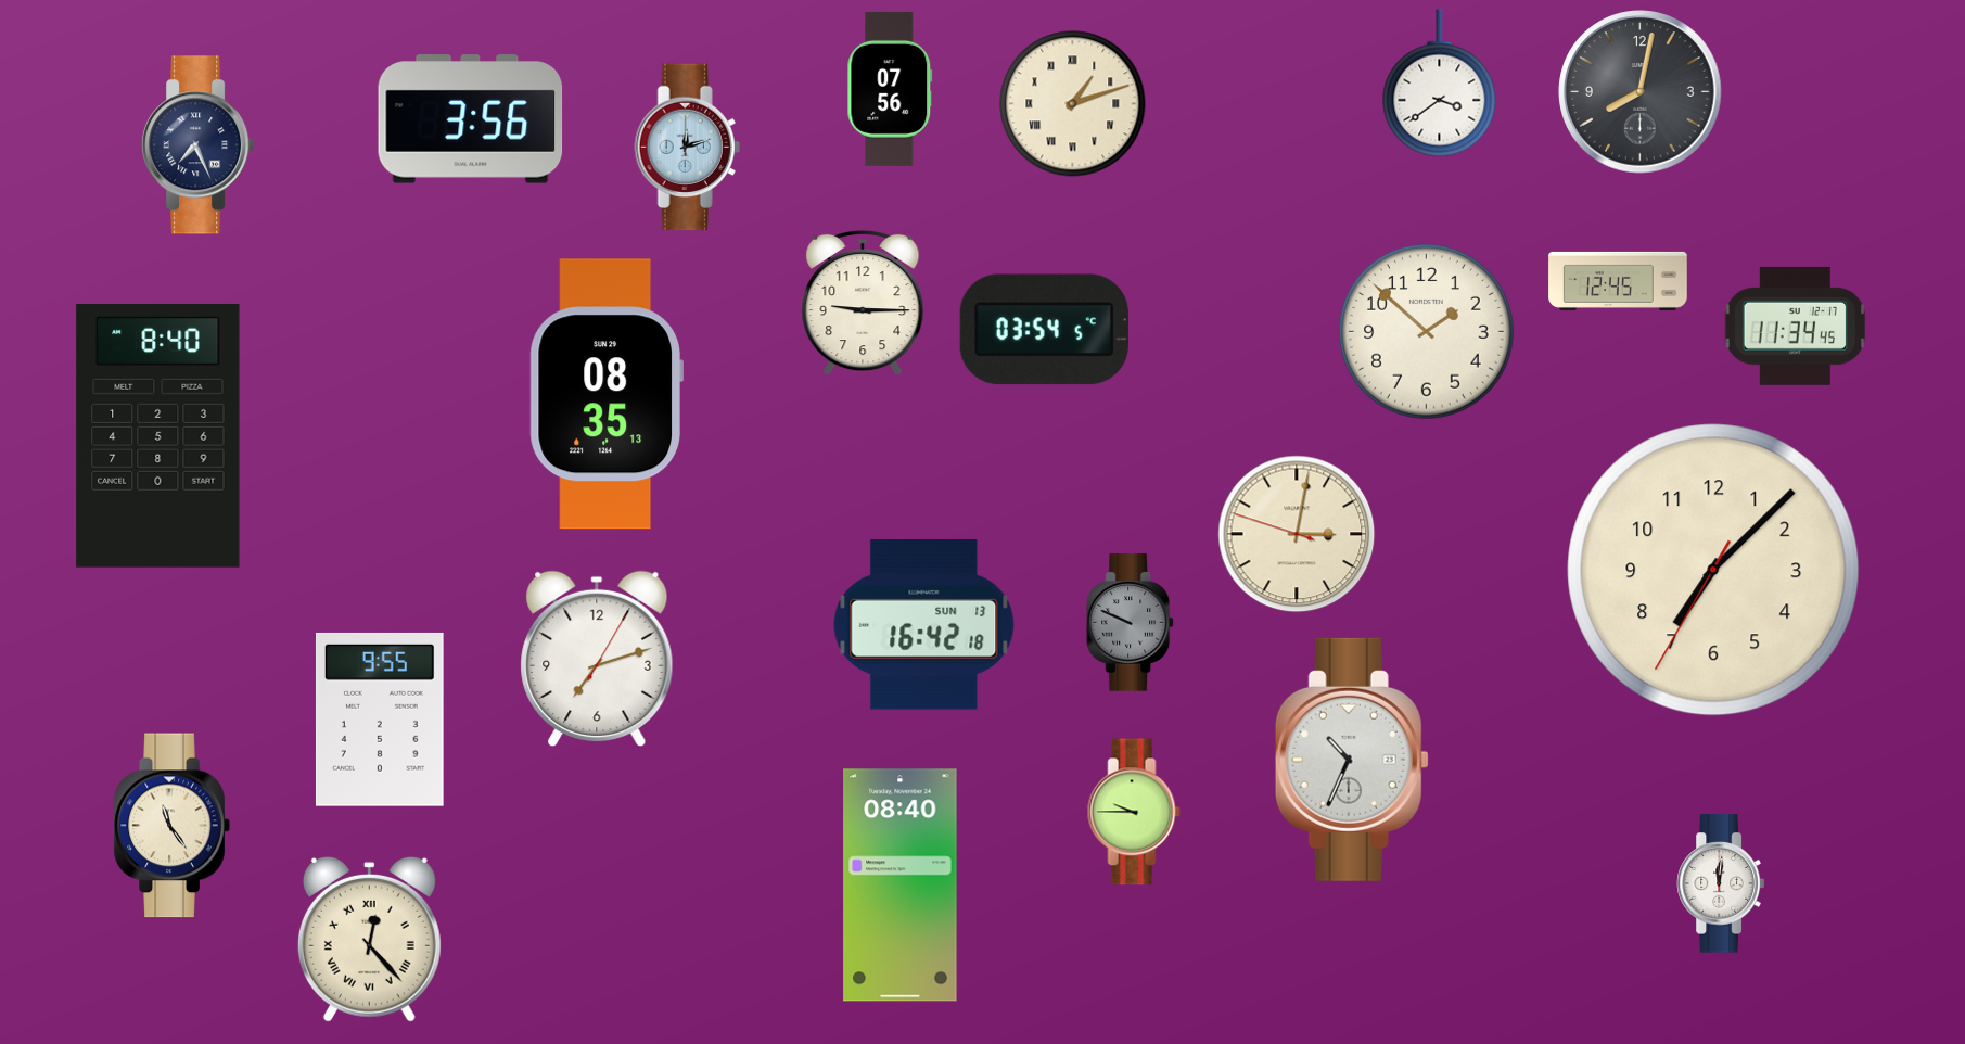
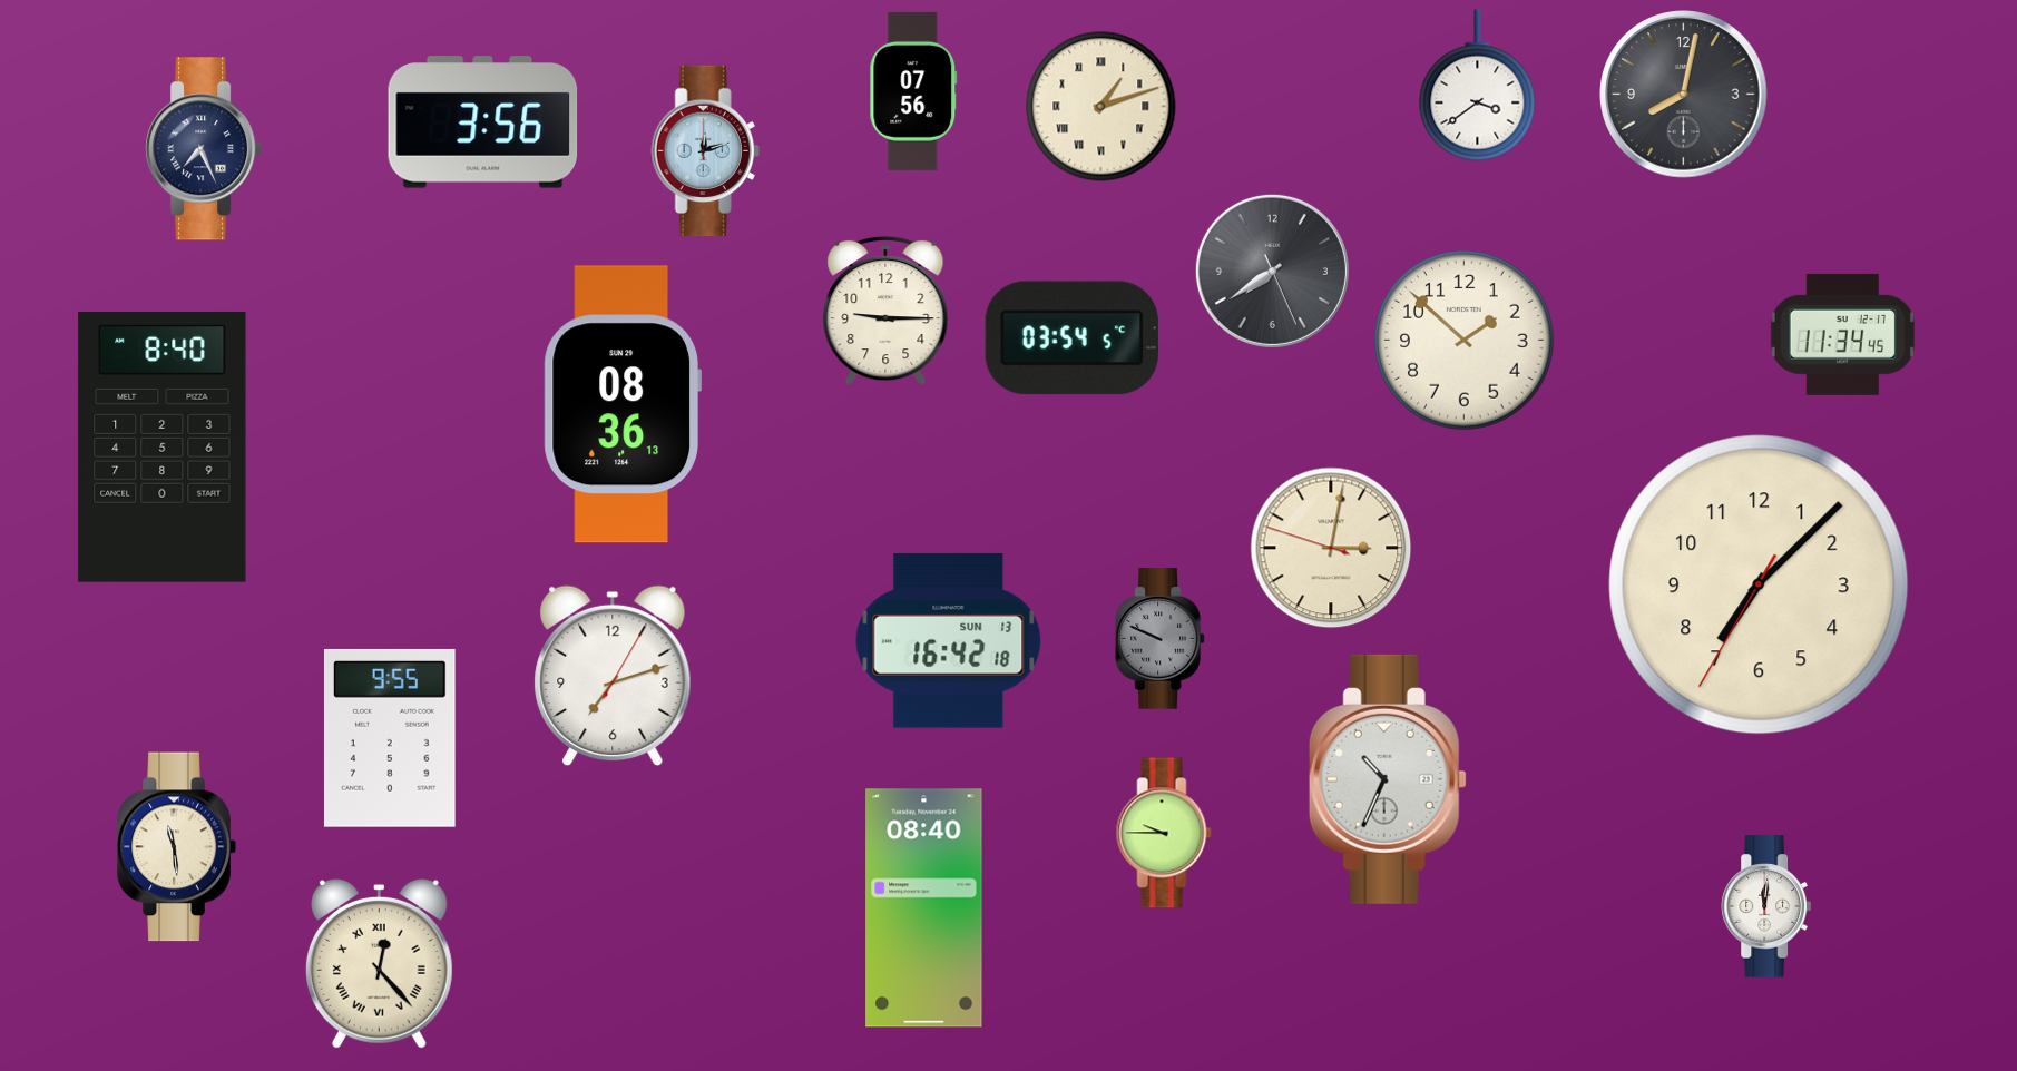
clock at (1272, 271): none -> 7:39
clock at (1618, 281): 12:45 -> none
clock at (605, 394): 08:35 -> 08:36
clock at (171, 826): 11:24 -> 11:29
